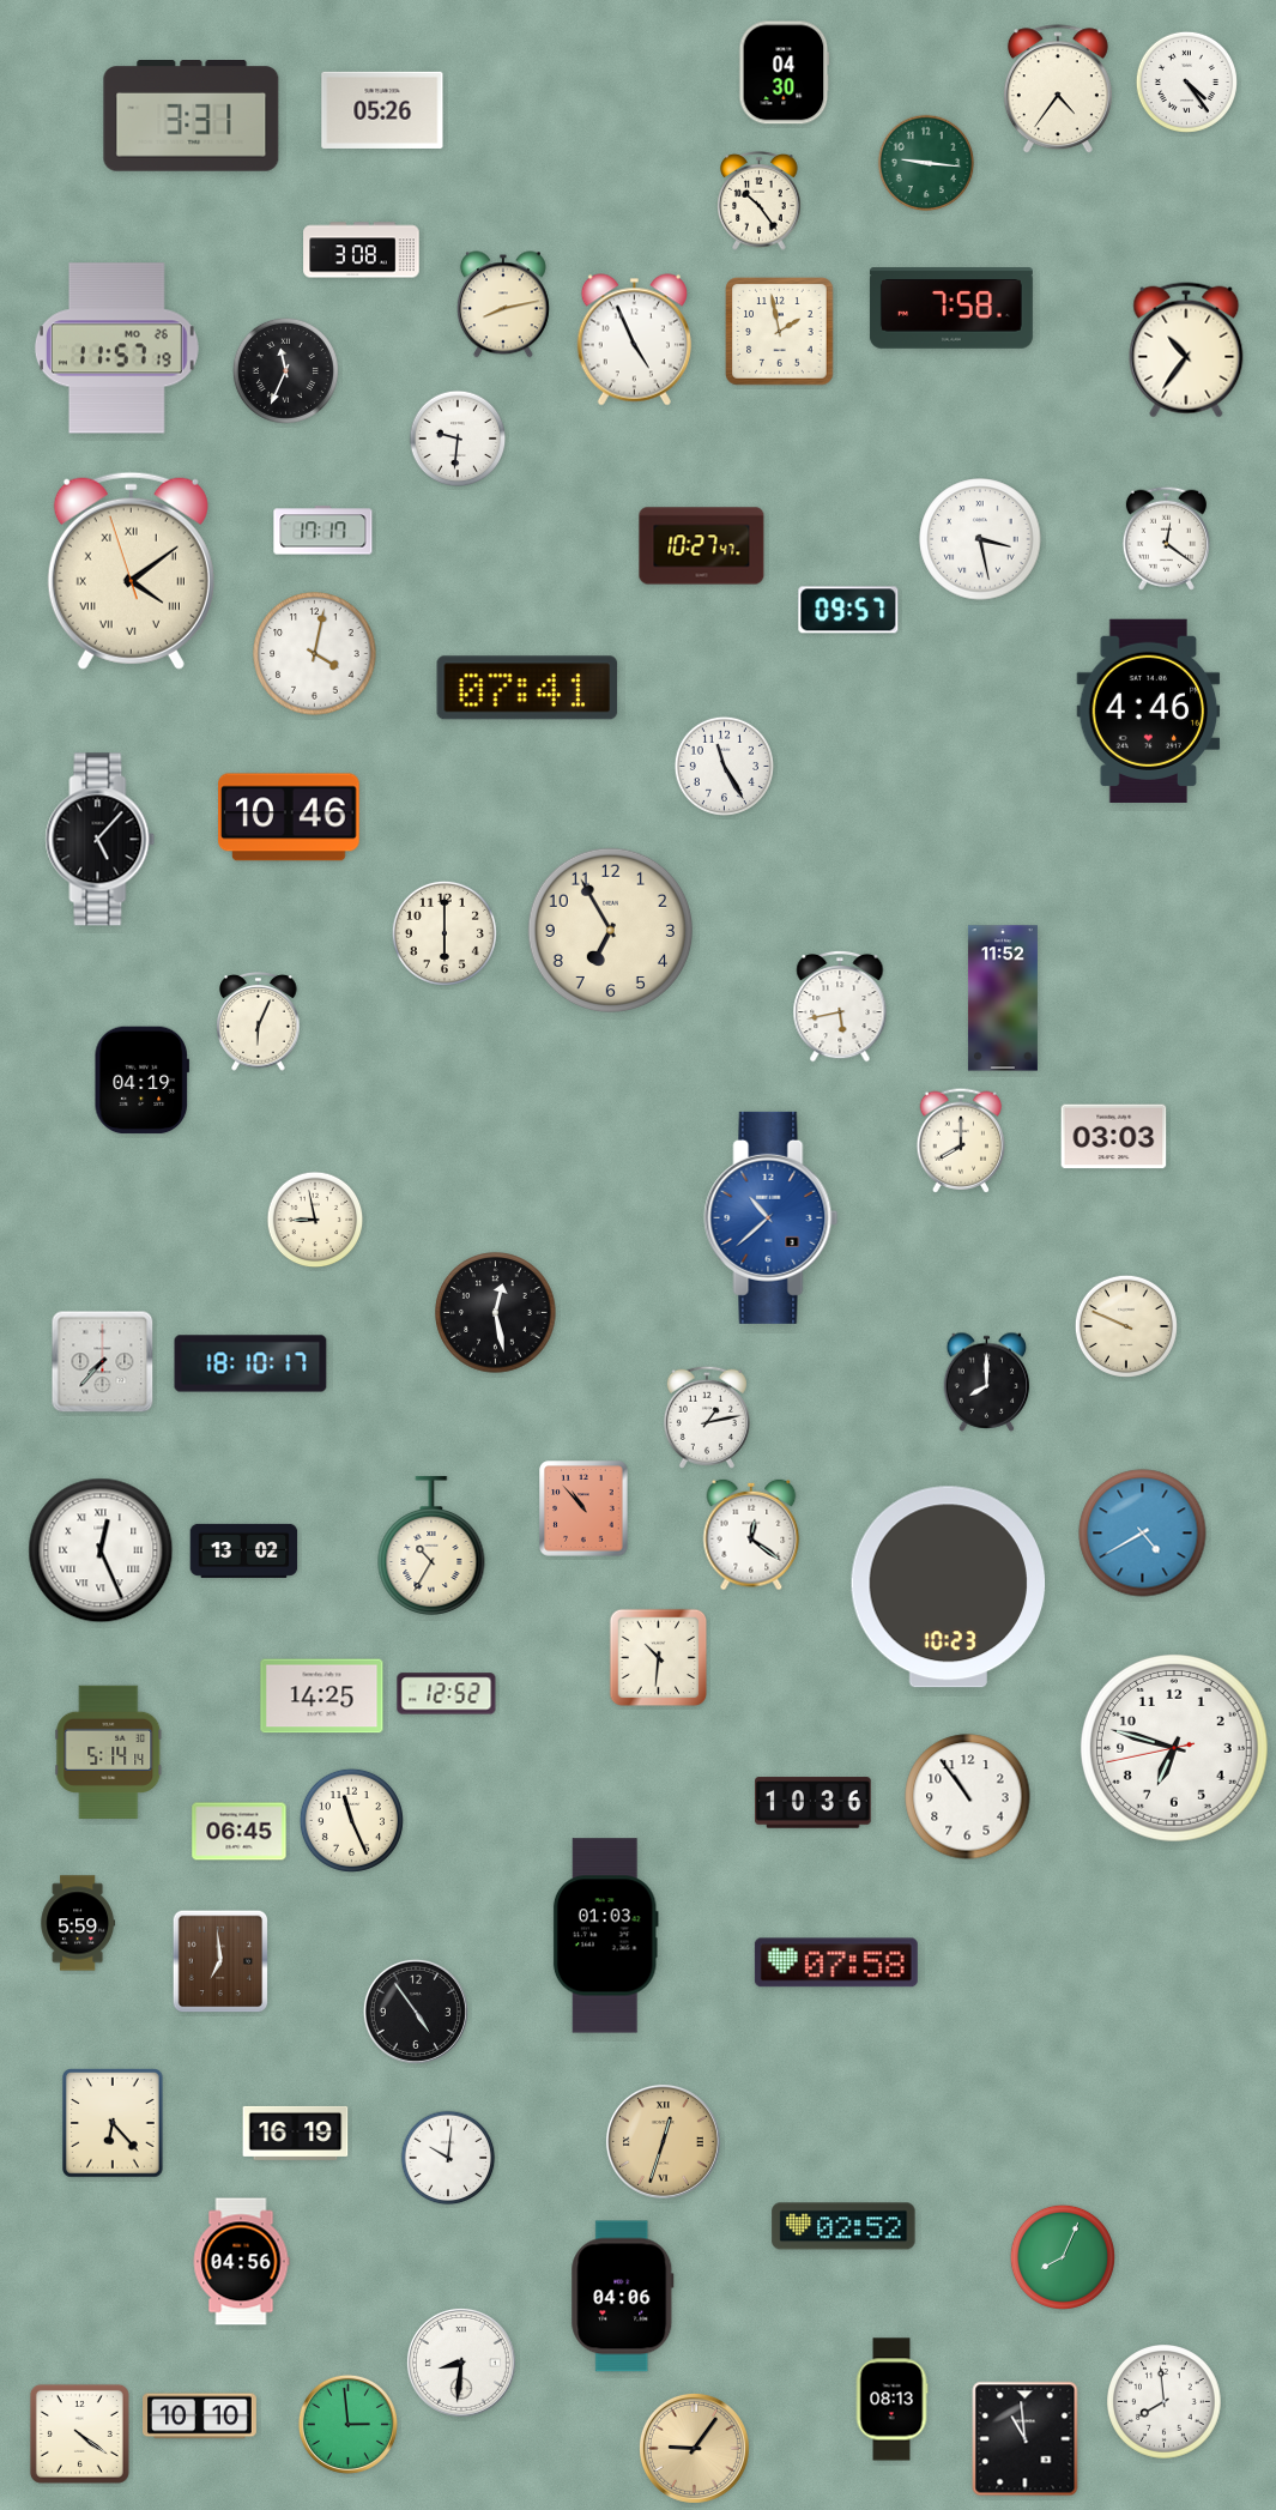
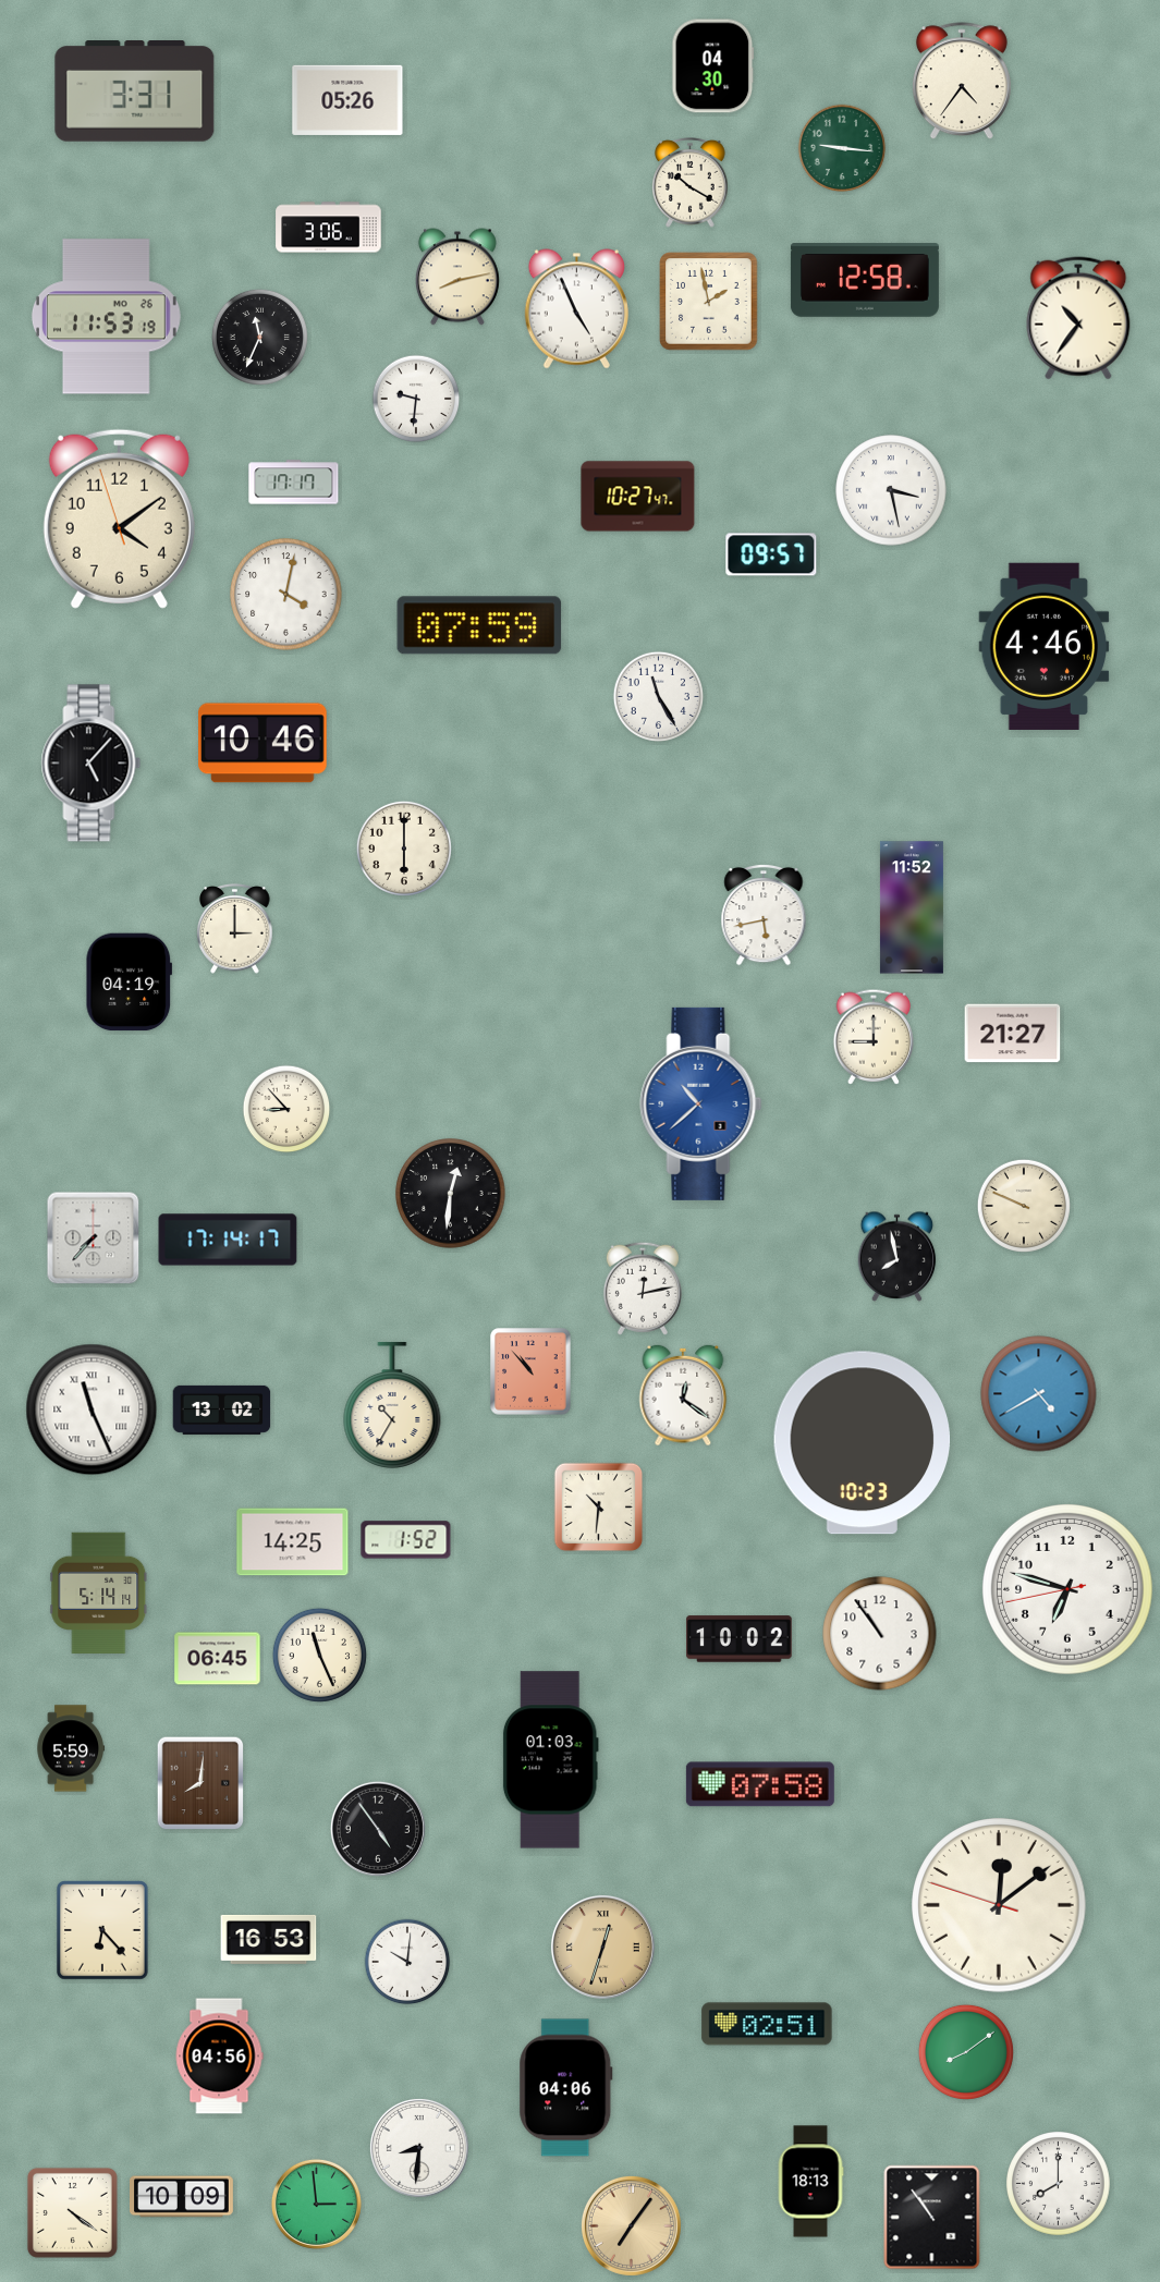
clock at (1186, 81): 4:24 -> none
clock at (192, 116) position: (192, 116) -> (135, 91)
clock at (760, 201): 10:24 -> 10:20
clock at (362, 250): 3:08 -> 3:06
clock at (951, 308): 7:58 -> 12:58
clock at (116, 349): 11:57 -> 11:53
clock at (1166, 538): 12:21 -> none
clock at (131, 570) numerals: Roman -> Arabic
clock at (527, 688): 07:41 -> 07:59
clock at (611, 931): 6:55 -> none
clock at (259, 1022): 6:04 -> 3:00
clock at (1114, 1137): 03:03 -> 21:27
clock at (961, 1141): 8:00 -> 9:00
clock at (772, 1217) position: (772, 1217) -> (701, 1103)
clock at (315, 1220): 8:58 -> 8:53
clock at (496, 1313): 12:28 -> 12:31
clock at (250, 1363): 18:10 -> 17:14
clock at (987, 1381): 8:00 -> 7:58
clock at (707, 1417): 1:13 -> 12:13
clock at (101, 1550): 12:26 -> 11:26
clock at (447, 1694): 12:52 -> 1:52
clock at (814, 1803): 10:36 -> 10:02
clock at (240, 1832) position: (240, 1832) -> (218, 1659)
clock at (220, 1961): 6:59 -> 8:01
clock at (999, 1905): none -> 12:08
clock at (296, 2133): 16:19 -> 16:53
clock at (843, 2226): 02:52 -> 02:51
clock at (1063, 2257): 8:04 -> 8:09
clock at (891, 2400): 08:13 -> 18:13
clock at (1165, 2402): 7:59 -> 8:00
clock at (200, 2417): 10:10 -> 10:09
clock at (1026, 2439): 10:59 -> 10:54
clock at (694, 2448): 9:06 -> 7:06
